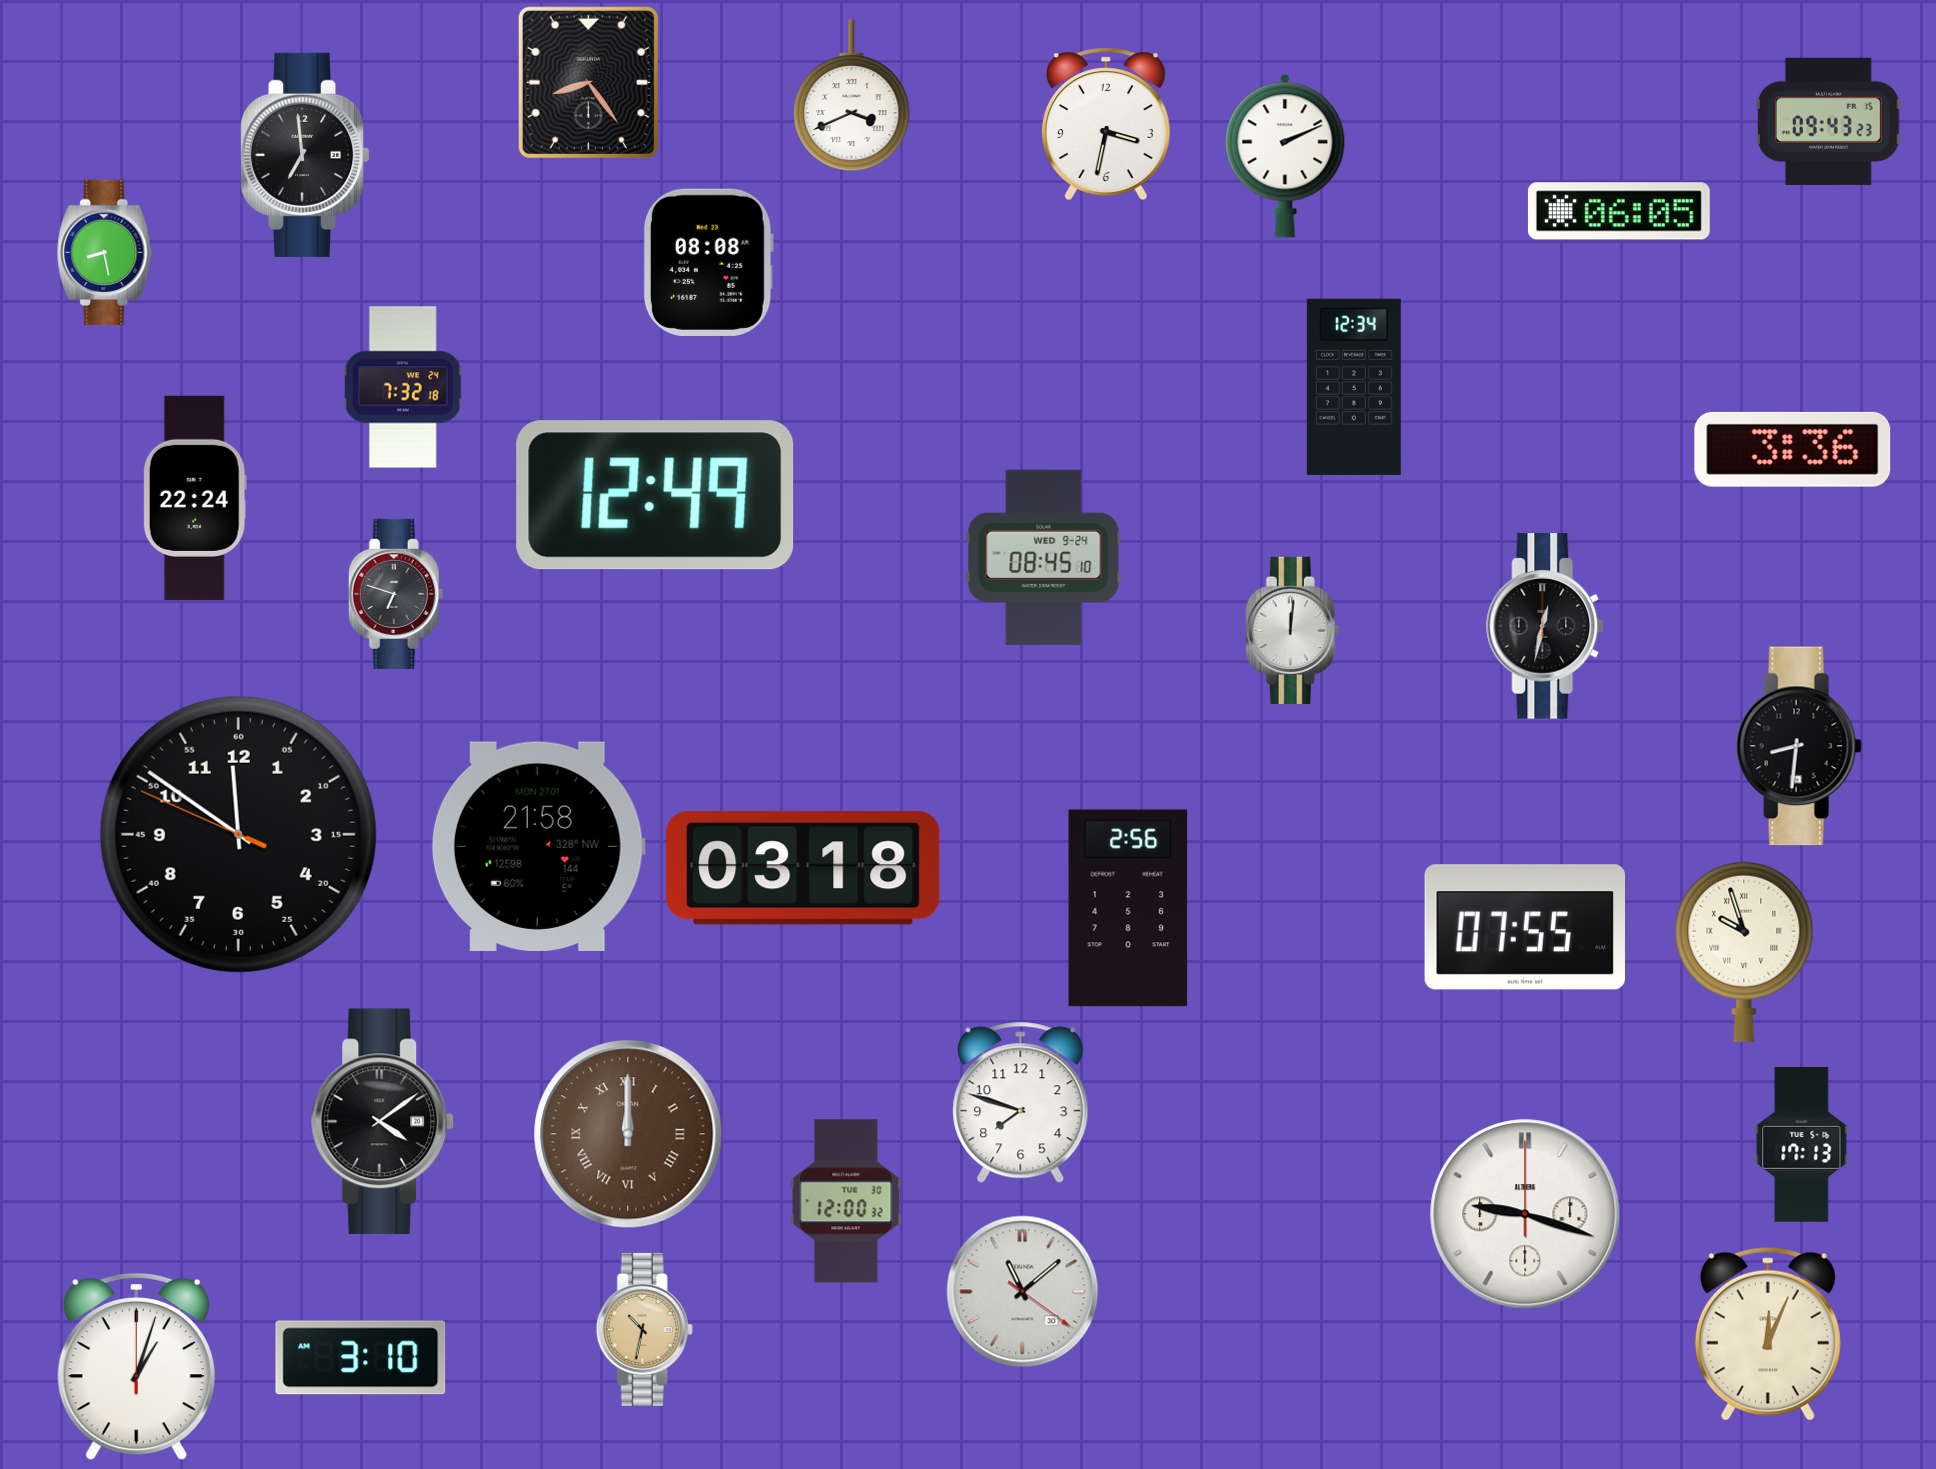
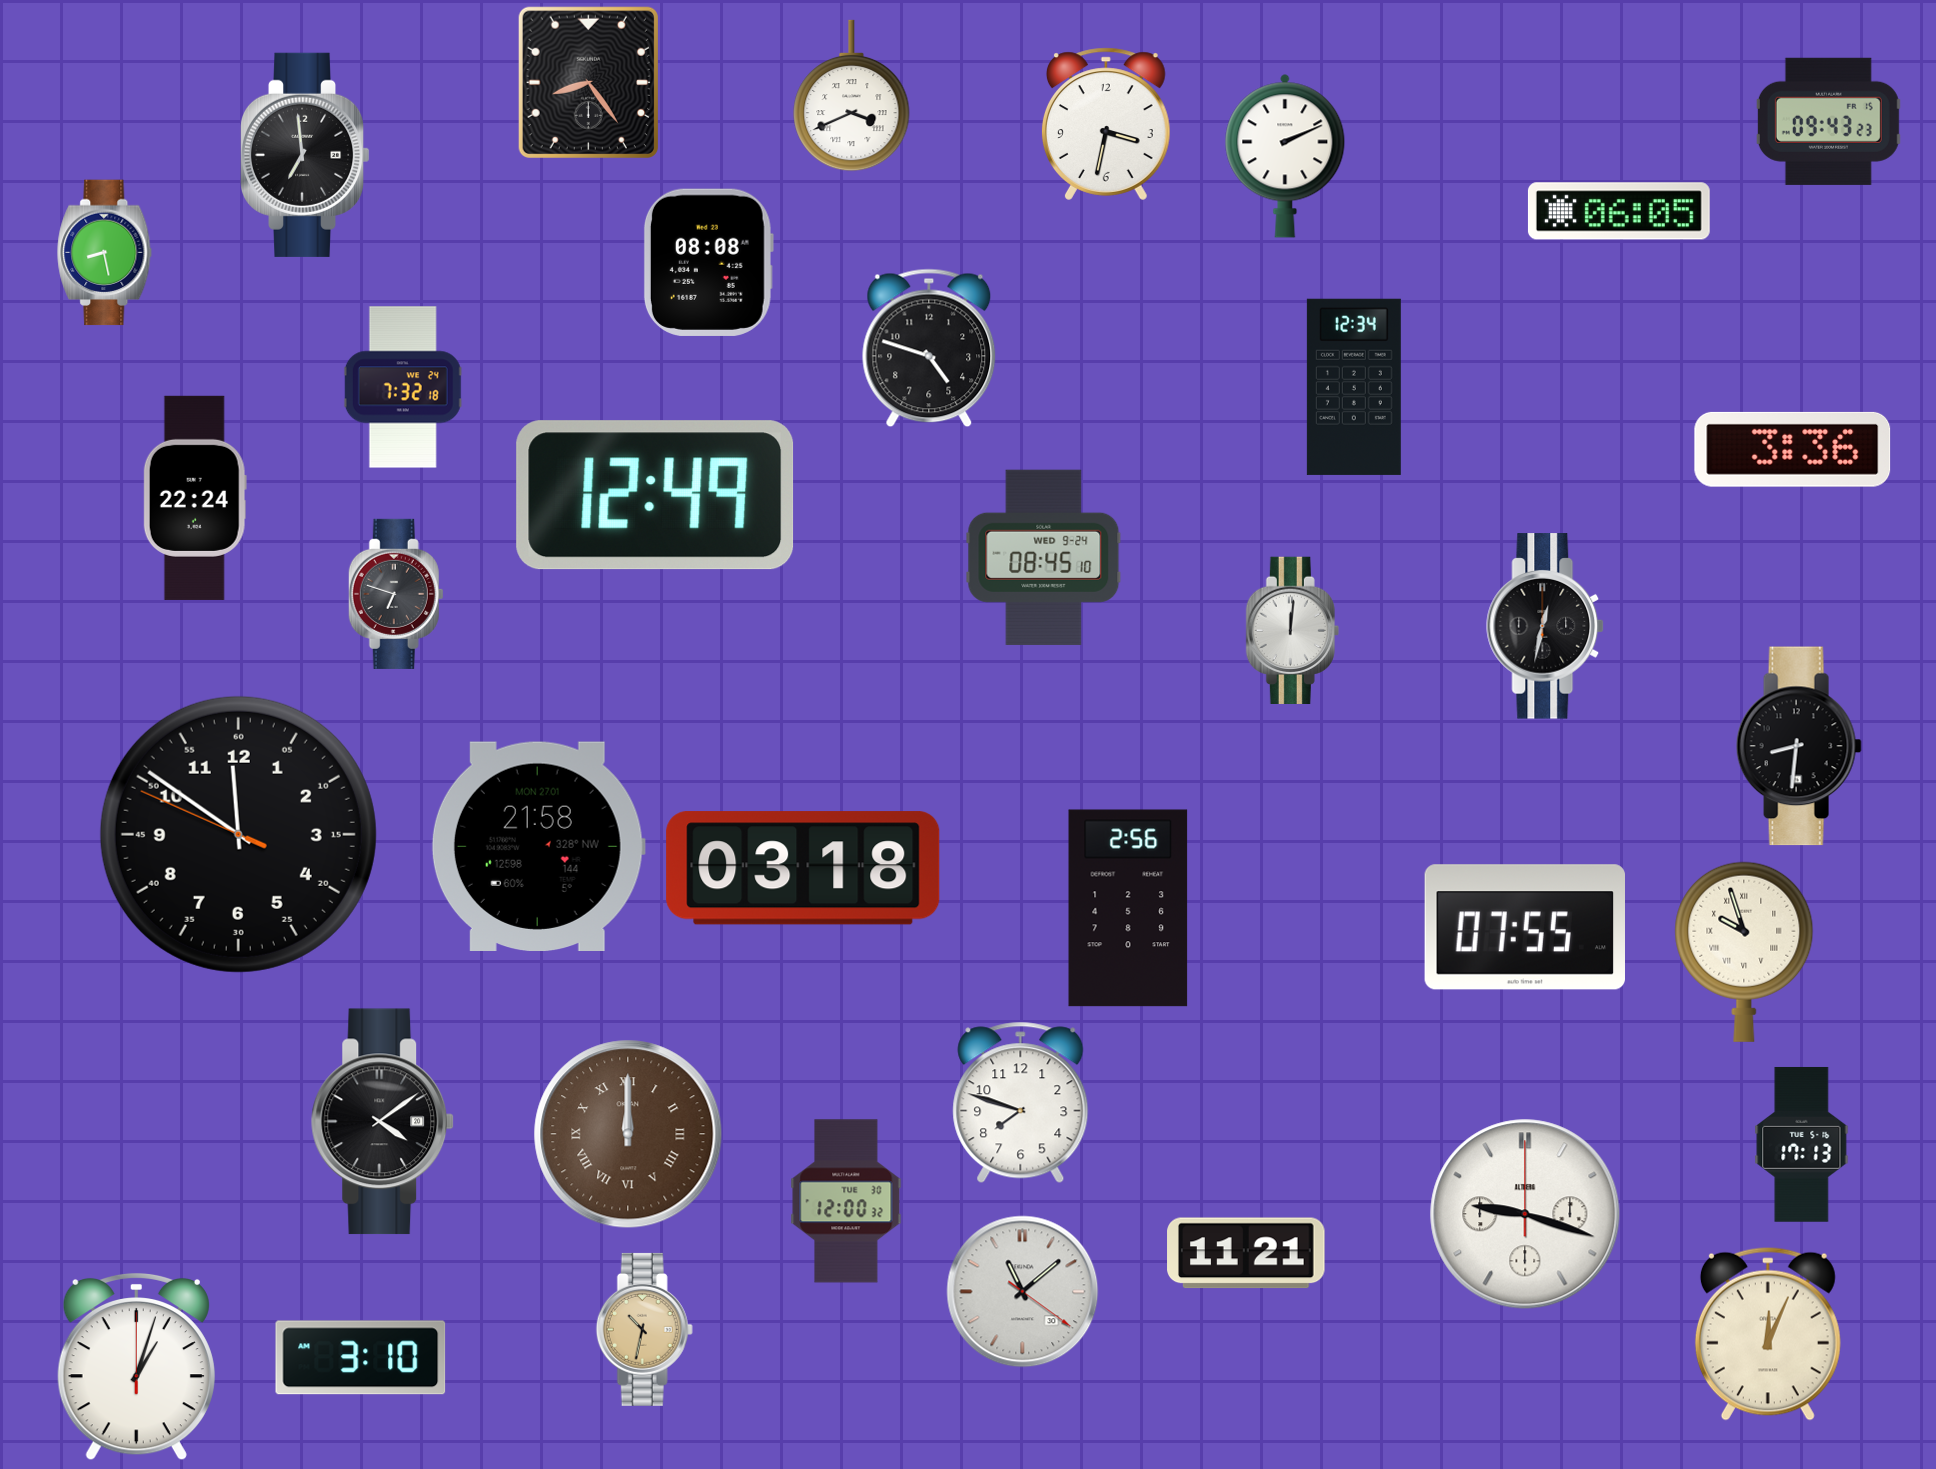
clock at (929, 348): none -> 4:48
clock at (1246, 1253): none -> 11:21
